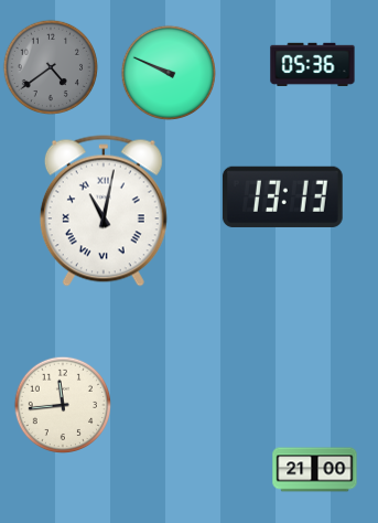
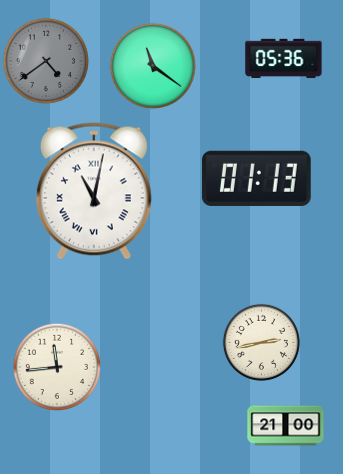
clock at (168, 72): 9:49 -> 11:21
clock at (283, 196): 13:13 -> 01:13
clock at (261, 342): none -> 2:43
